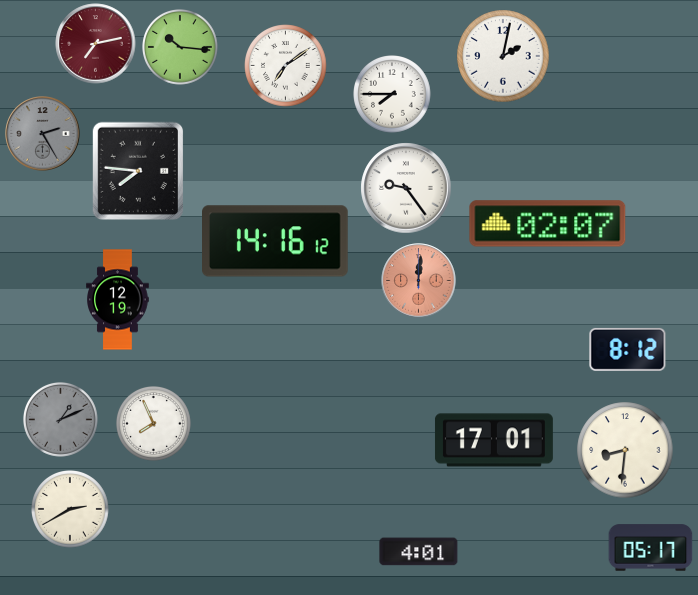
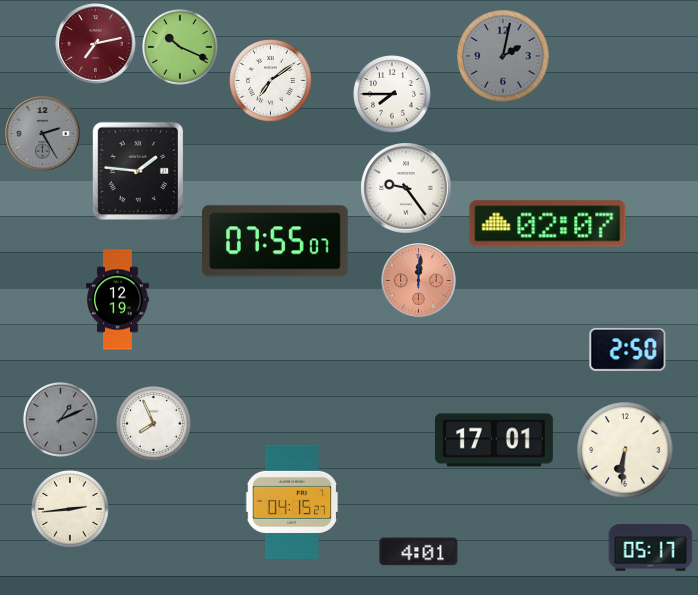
clock at (181, 48): 10:16 -> 10:19
clock at (503, 56) dial: white -> grey
clock at (286, 66) position: (286, 66) -> (271, 81)
clock at (137, 170): 7:46 -> 1:46
clock at (276, 241): 14:16 -> 07:55
clock at (628, 349): 8:12 -> 2:50
clock at (625, 450): 8:31 -> 6:31
clock at (292, 502): none -> 04:15
clock at (71, 510): 2:40 -> 2:44
